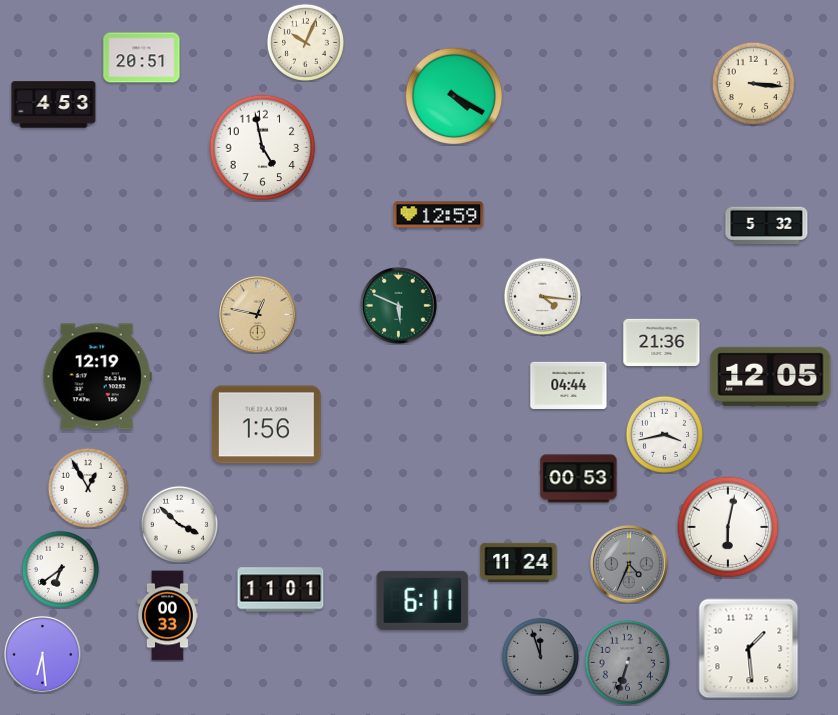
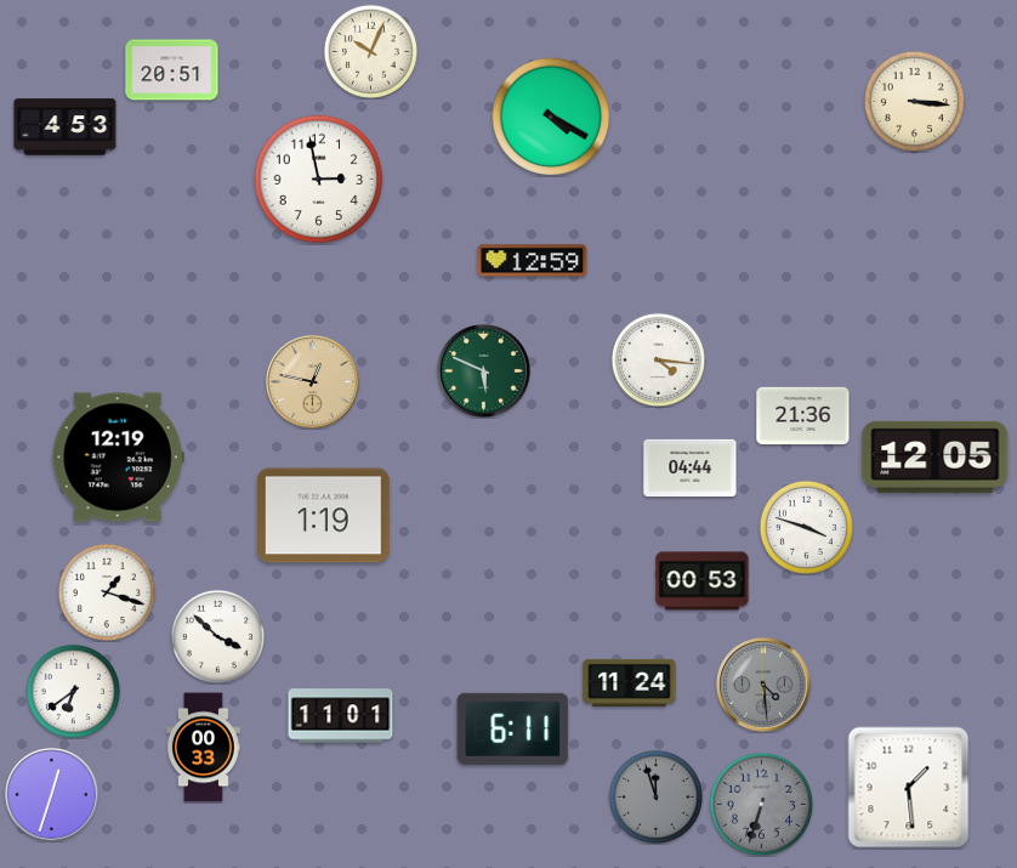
clock at (263, 148): 4:58 -> 2:58
clock at (767, 226): 5:32 -> none
clock at (267, 425): 1:56 -> 1:19
clock at (664, 434): 3:43 -> 3:48
clock at (88, 488): 12:55 -> 1:18
clock at (728, 527): 6:02 -> none
clock at (630, 565): 4:34 -> 4:29
clock at (43, 655): 6:29 -> 12:33
